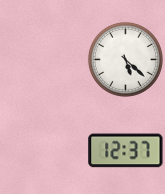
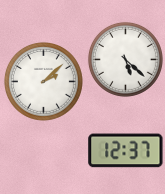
clock at (43, 81): none -> 2:08
